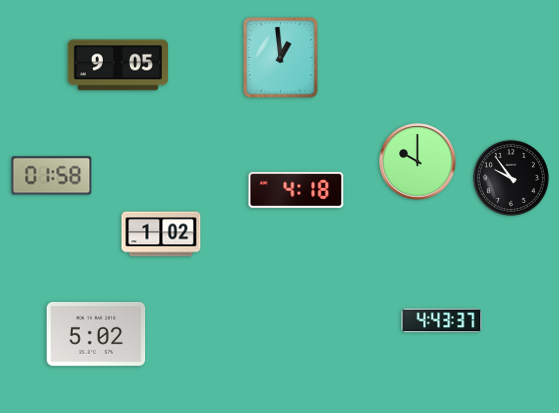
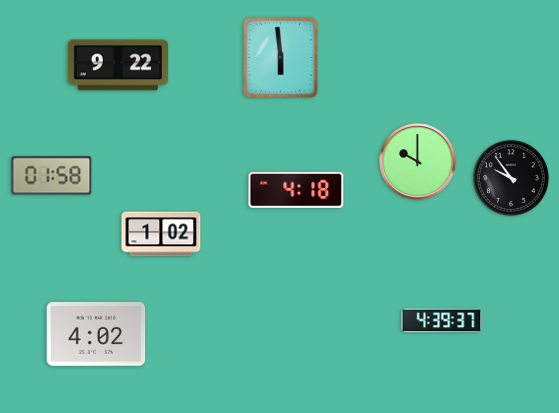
clock at (281, 58): 12:59 -> 5:59
clock at (118, 65): 9:05 -> 9:22
clock at (442, 321): 4:43 -> 4:39
clock at (96, 334): 5:02 -> 4:02
